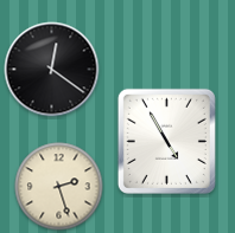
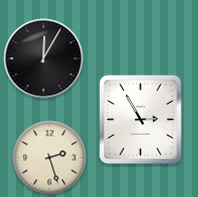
clock at (52, 70): 12:21 -> 12:05
clock at (166, 141): 4:55 -> 2:55
